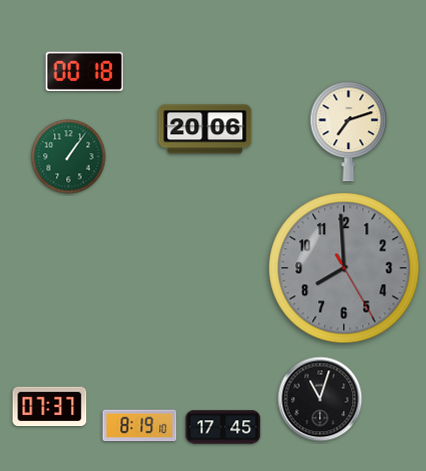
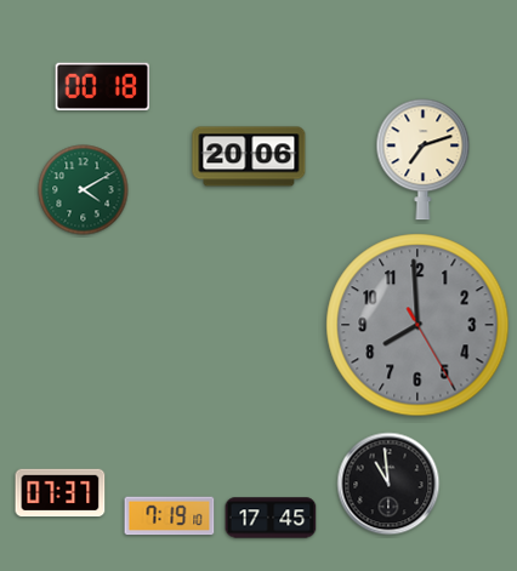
clock at (69, 157): 1:06 -> 4:10
clock at (320, 399): 11:03 -> 10:59
clock at (140, 426): 8:19 -> 7:19
